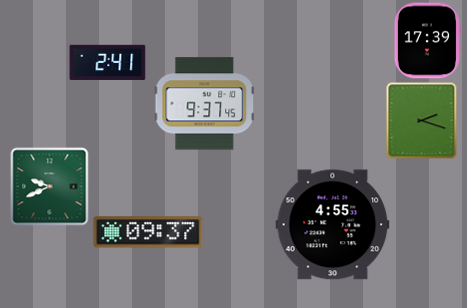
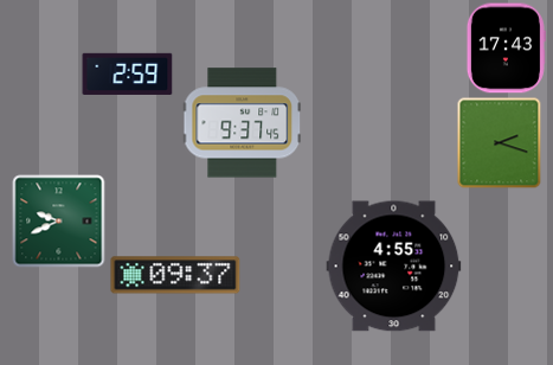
clock at (427, 41): 17:39 -> 17:43
clock at (108, 62): 2:41 -> 2:59
